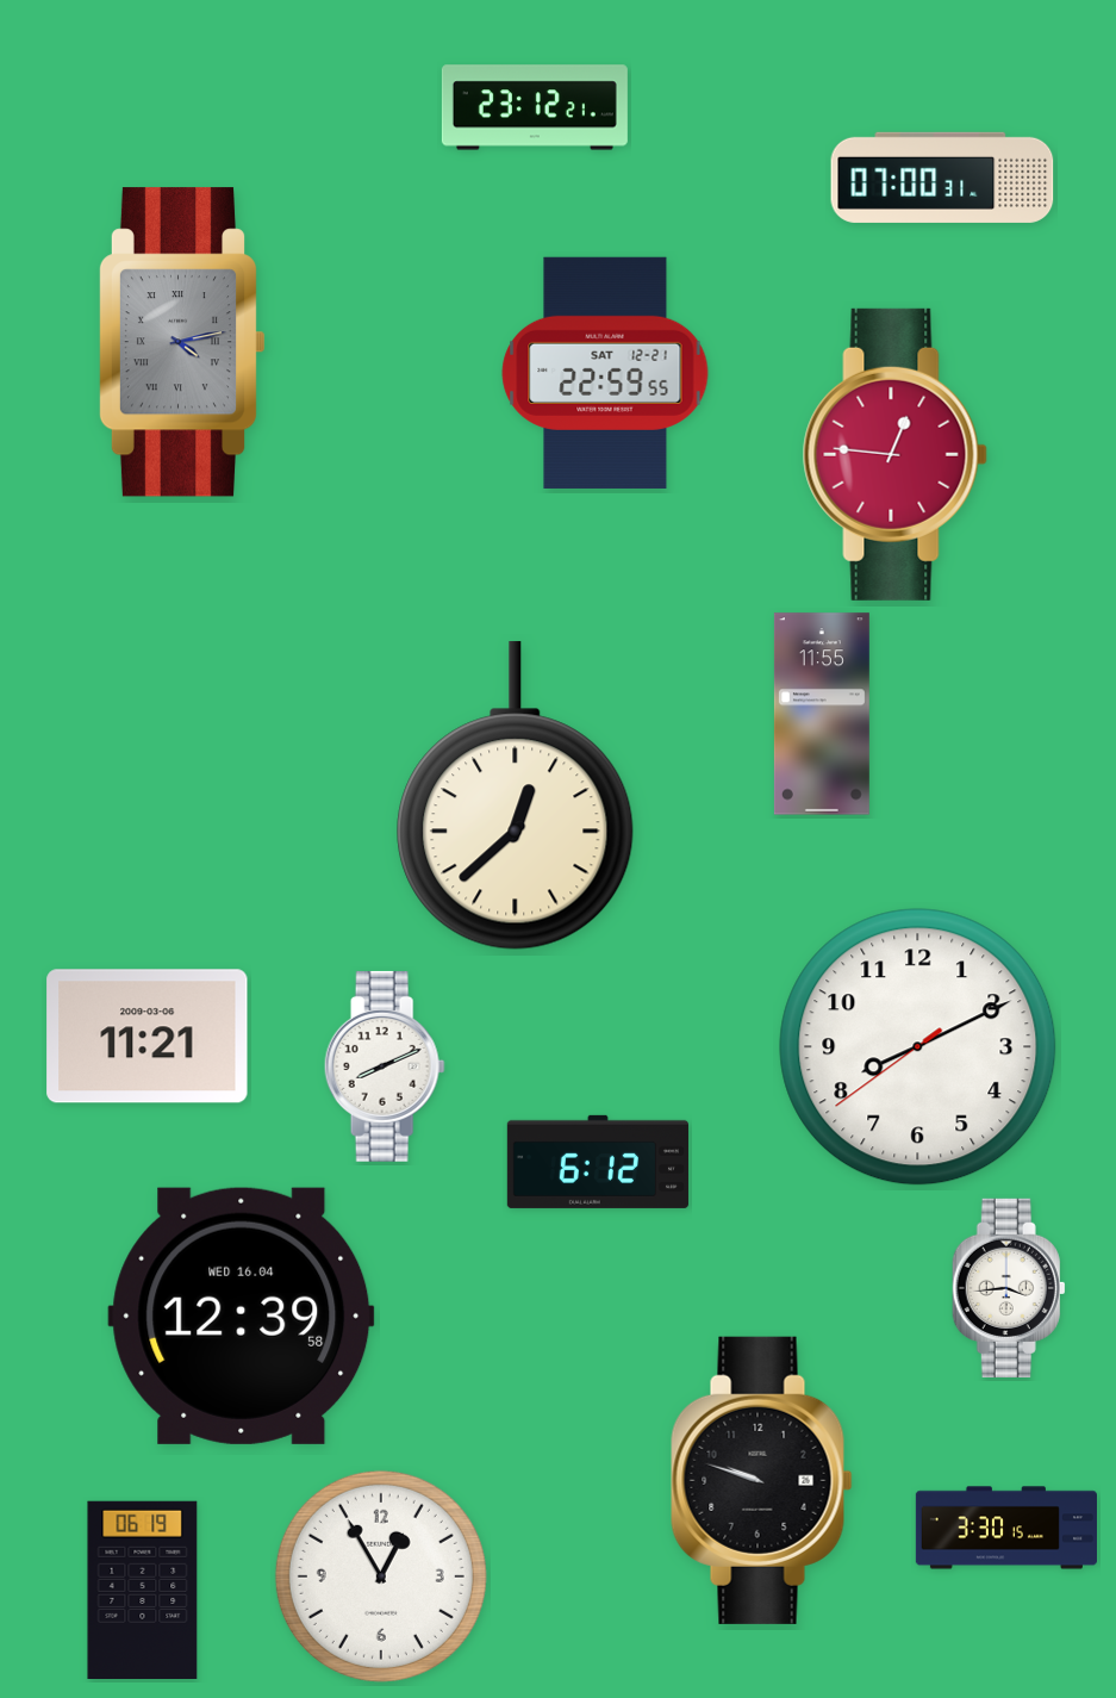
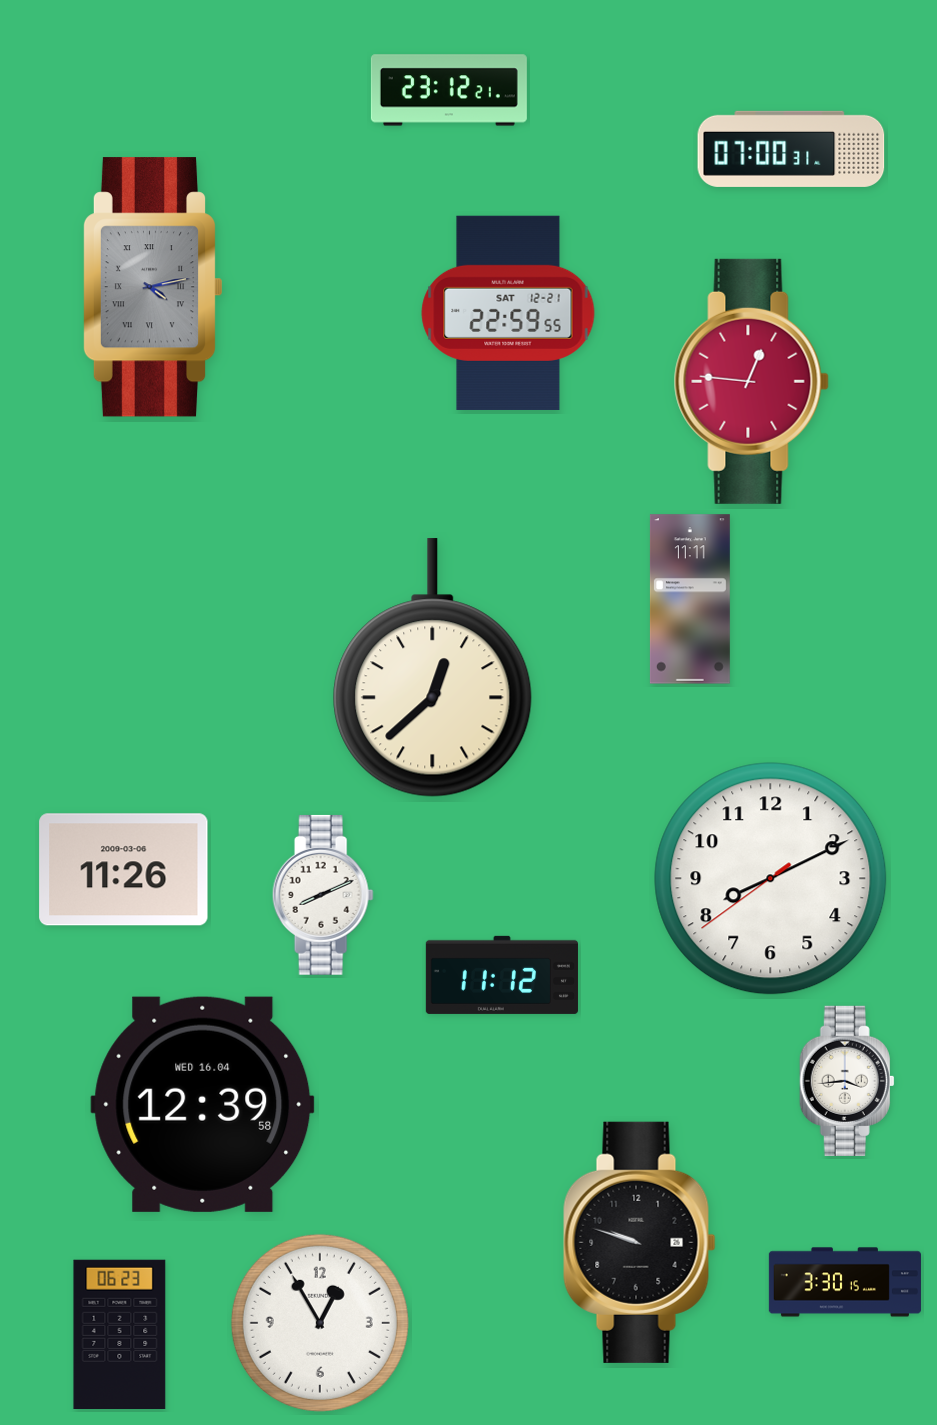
clock at (822, 714): 11:55 -> 11:11
clock at (148, 1037): 11:21 -> 11:26
clock at (598, 1162): 6:12 -> 11:12
clock at (143, 1590): 06:19 -> 06:23
